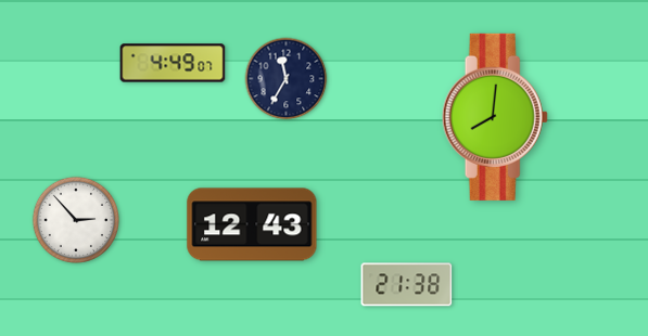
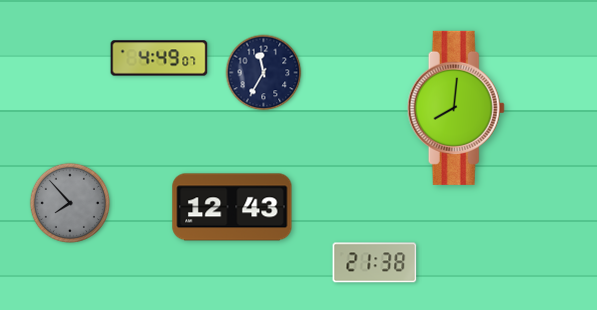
clock at (76, 220): 2:53 -> 7:53
clock at (76, 220) dial: white -> grey
